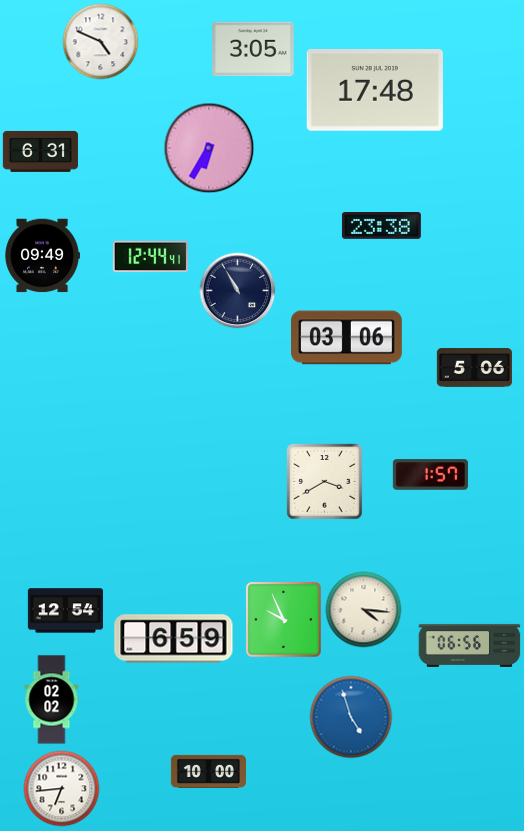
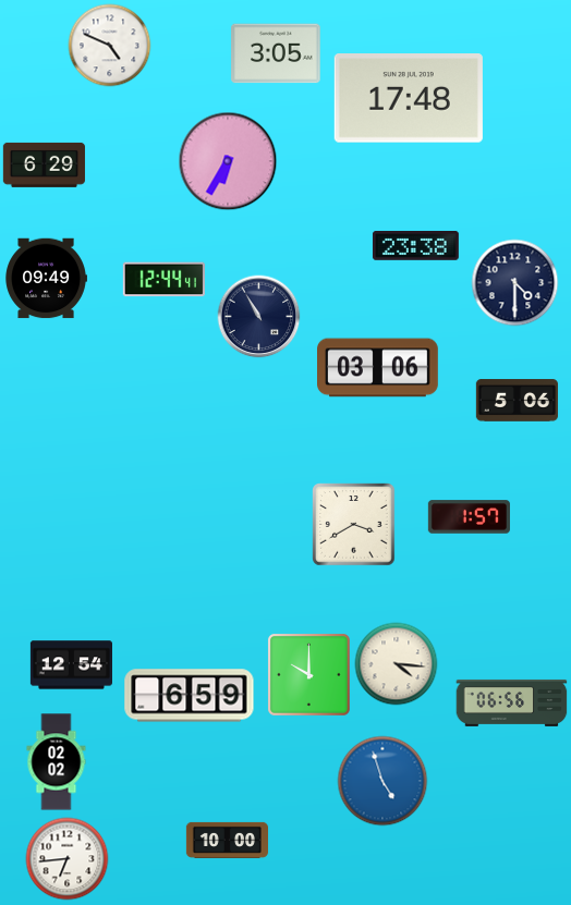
clock at (40, 151): 6:31 -> 6:29
clock at (515, 283): none -> 4:30
clock at (283, 619): 9:56 -> 10:00
